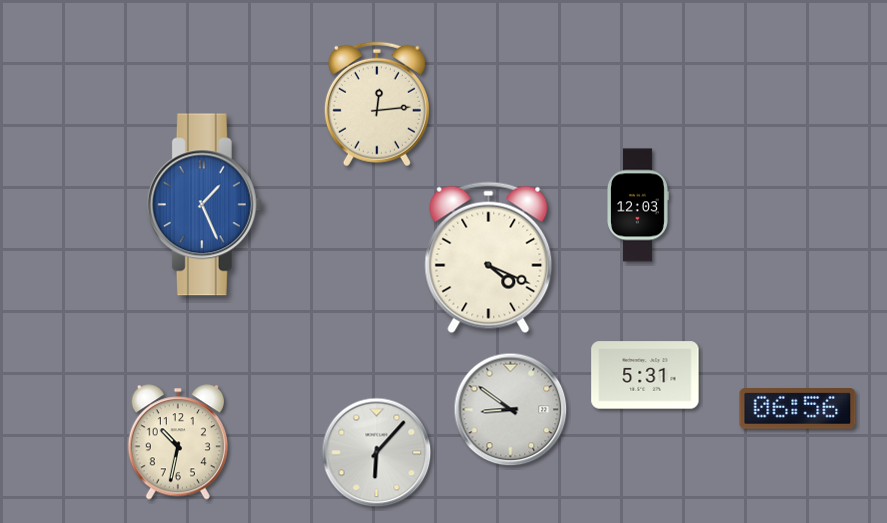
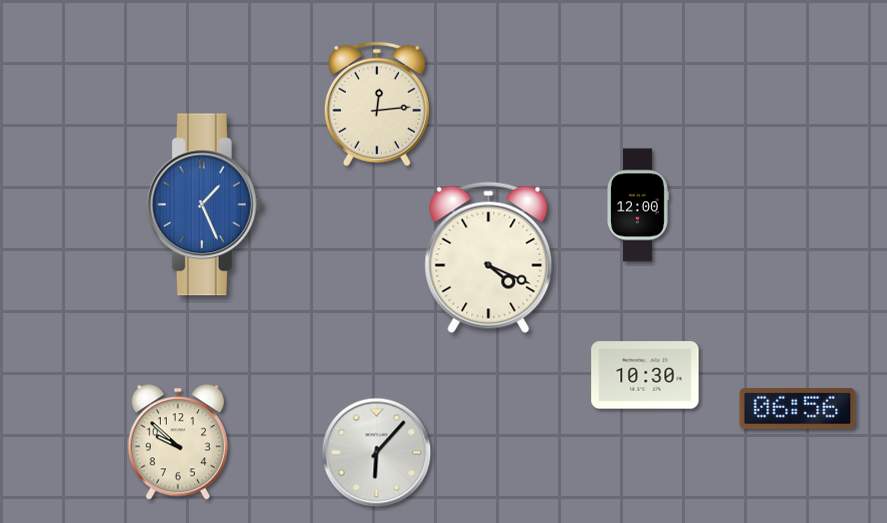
clock at (638, 205): 12:03 -> 12:00
clock at (645, 375): 5:31 -> 10:30
clock at (511, 410): 8:51 -> none
clock at (178, 442): 10:32 -> 9:52
